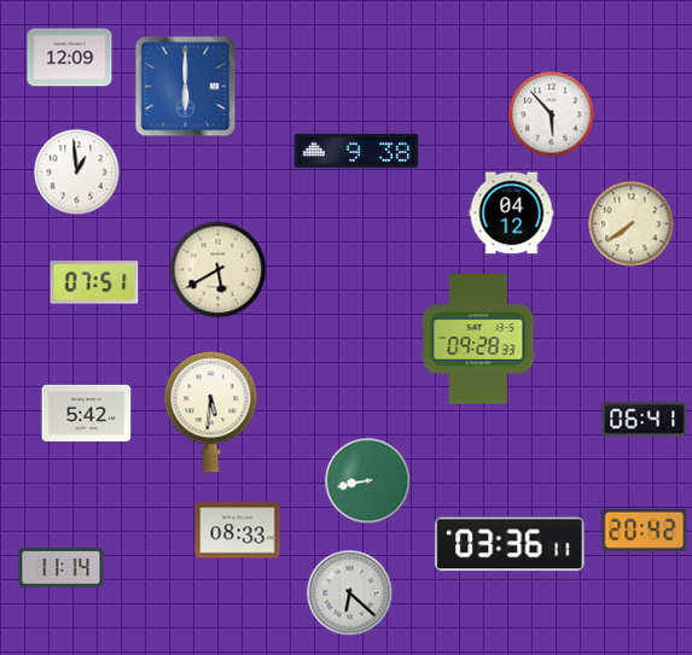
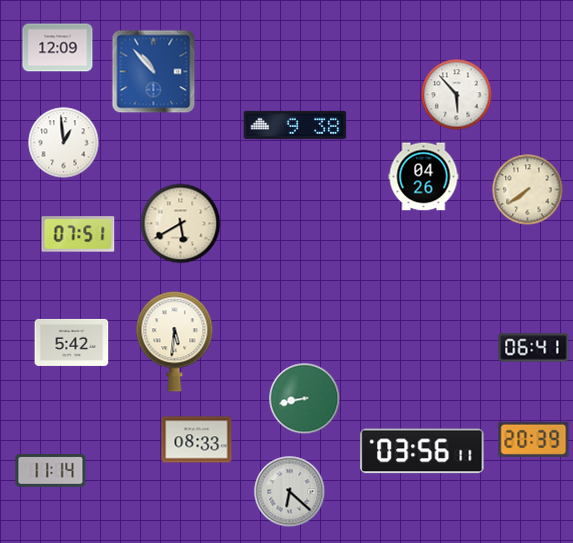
clock at (186, 87): 6:00 -> 10:53
clock at (512, 214): 04:12 -> 04:26
clock at (632, 224) position: (632, 224) -> (528, 190)
clock at (478, 340): 09:28 -> none
clock at (645, 530): 20:42 -> 20:39
clock at (510, 544): 03:36 -> 03:56
